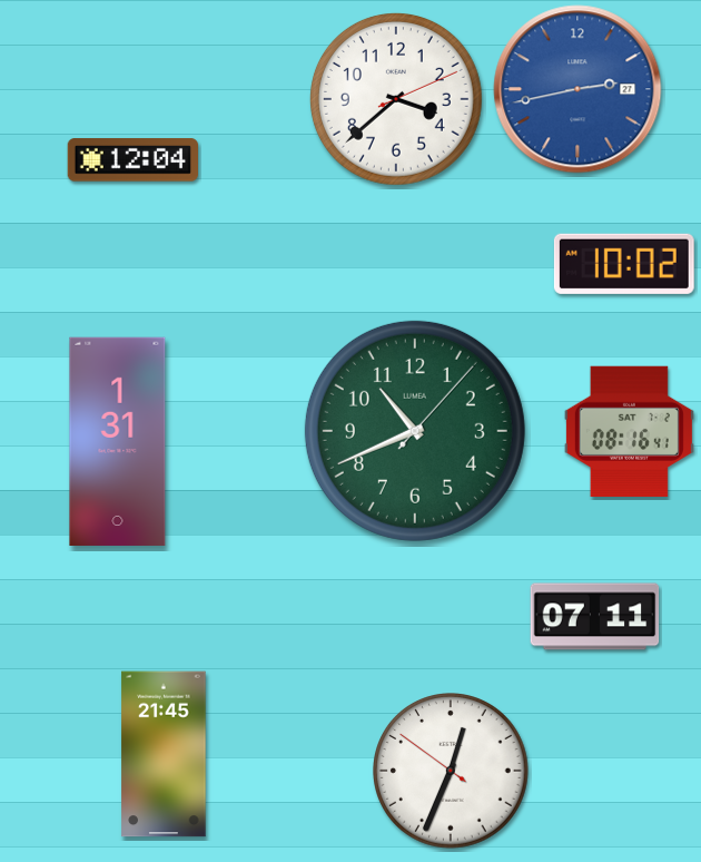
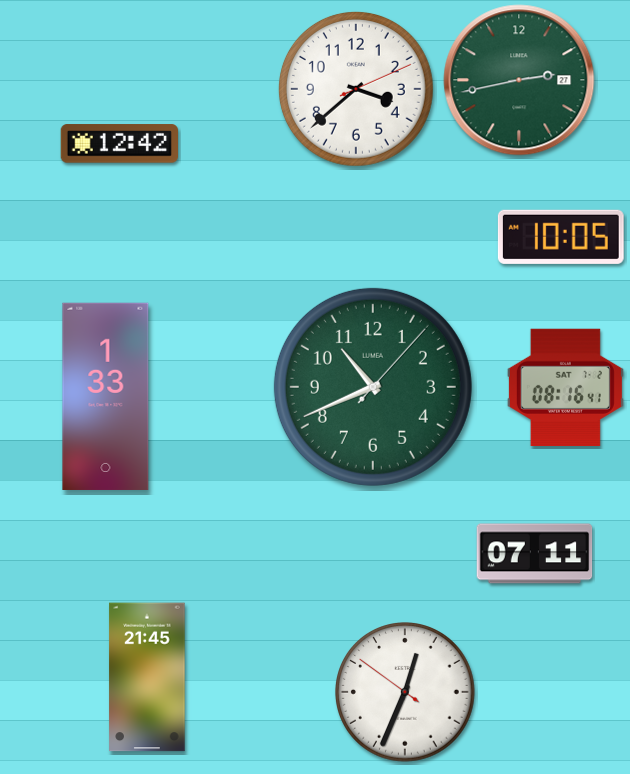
clock at (577, 89) dial: blue -> green
clock at (132, 160): 12:04 -> 12:42
clock at (624, 264): 10:02 -> 10:05
clock at (118, 441): 1:31 -> 1:33
